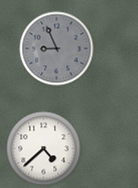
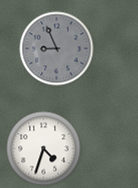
clock at (44, 149): 4:38 -> 4:33
